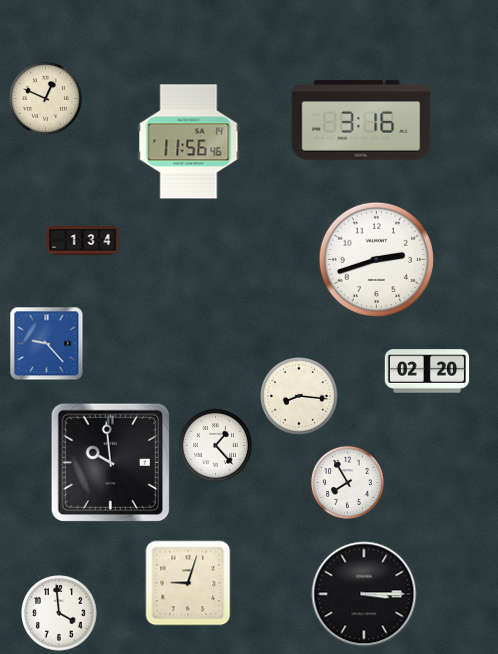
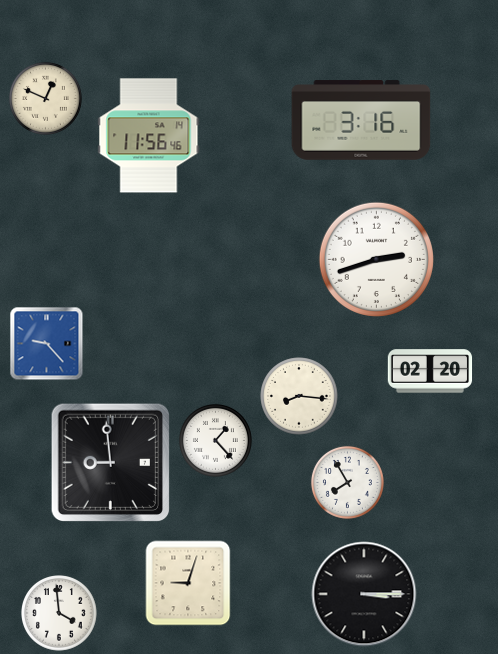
clock at (189, 142) position: (189, 142) -> (149, 136)
clock at (83, 241): 1:34 -> none
clock at (427, 371) position: (427, 371) -> (430, 371)
clock at (215, 445) position: (215, 445) -> (215, 440)
clock at (111, 463): 9:59 -> 8:59
